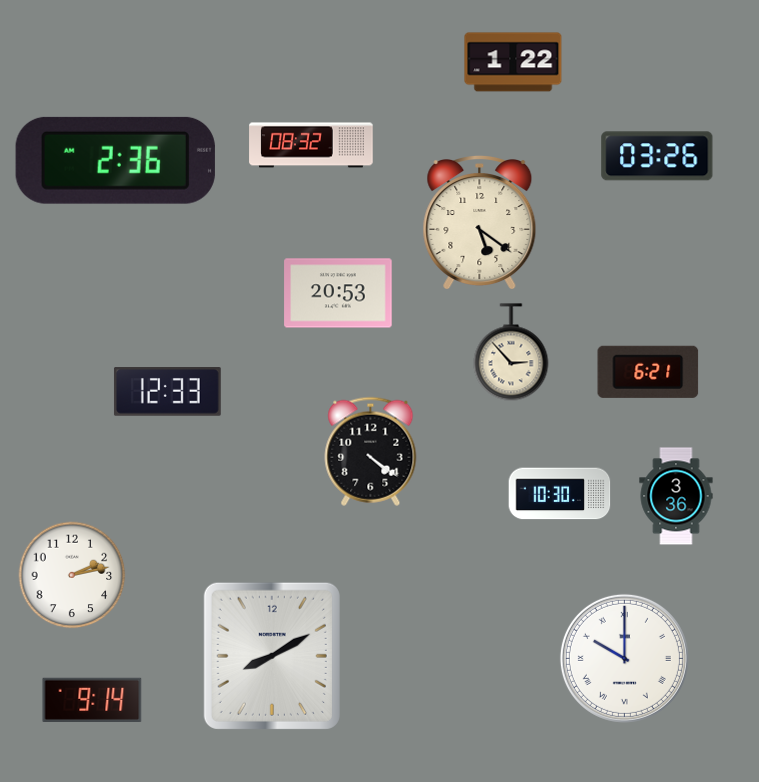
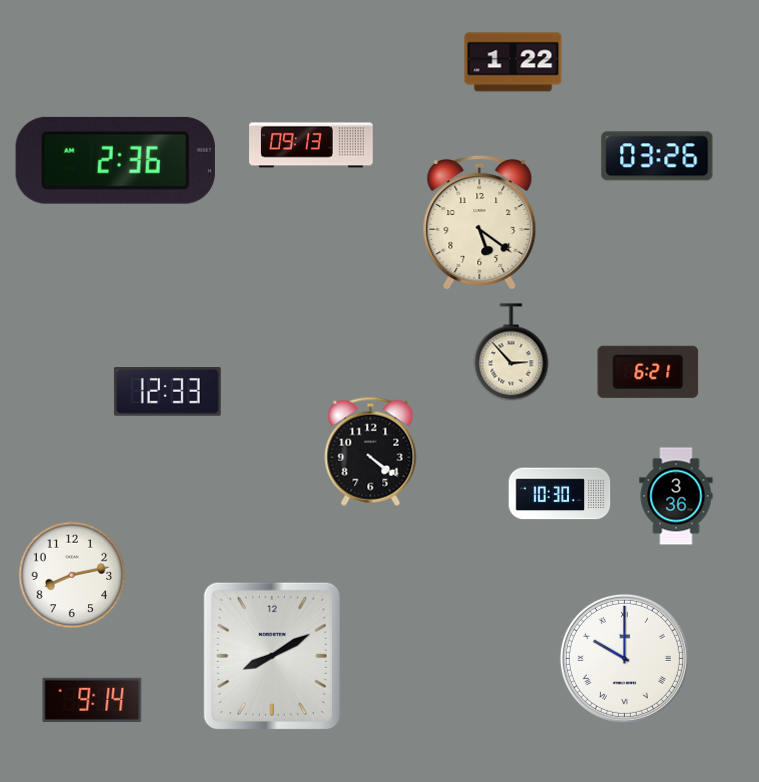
clock at (311, 145): 08:32 -> 09:13
clock at (338, 293): 20:53 -> none
clock at (72, 575): 2:13 -> 8:13
